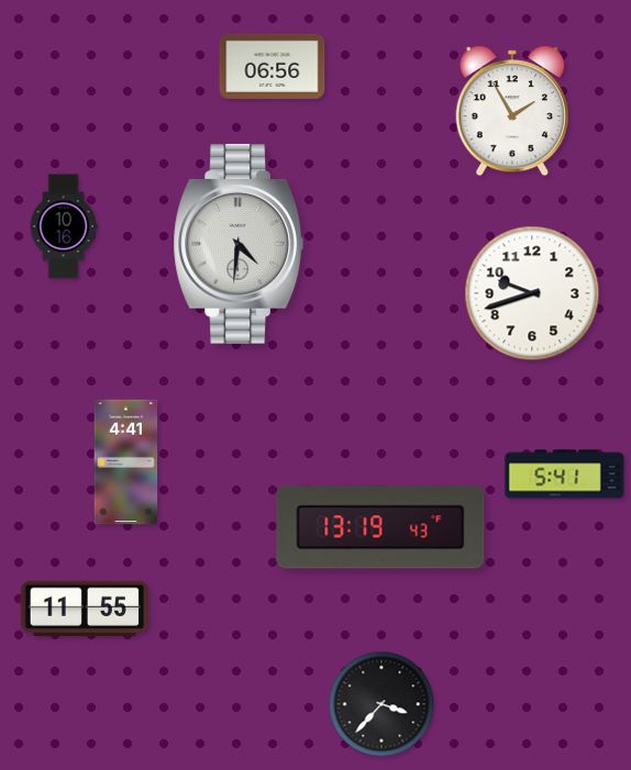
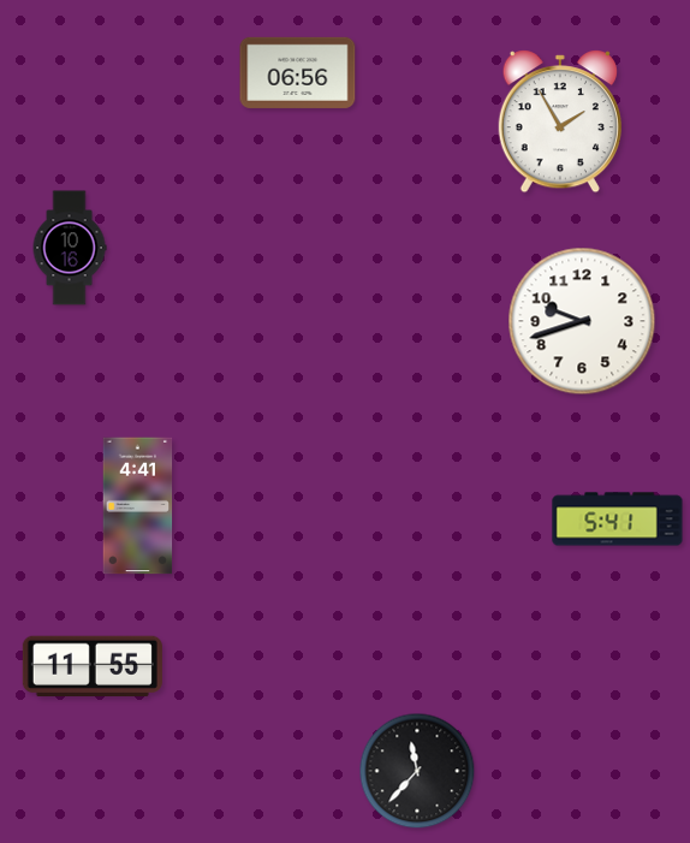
clock at (237, 244): 4:31 -> none
clock at (380, 527): 13:19 -> none
clock at (381, 704): 3:37 -> 11:37
